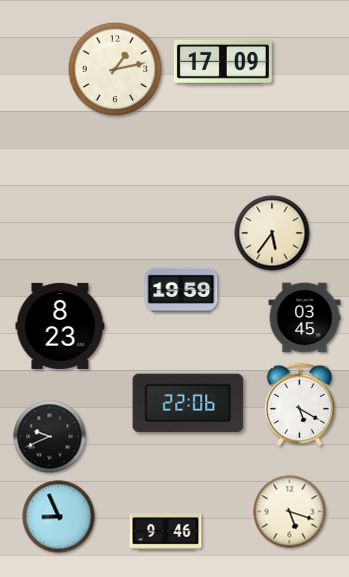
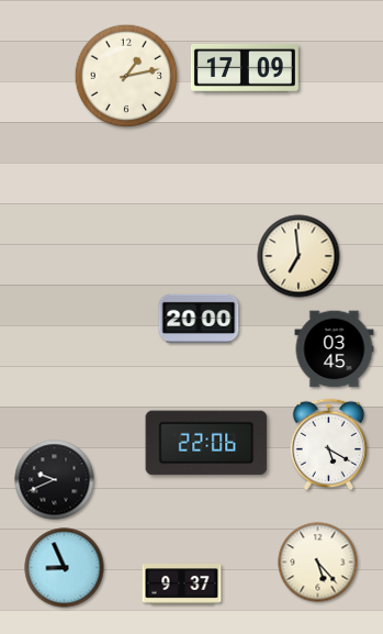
clock at (272, 233): 5:36 -> 6:59
clock at (181, 289): 19:59 -> 20:00
clock at (60, 326): 8:23 -> none
clock at (290, 512): 5:18 -> 5:23
clock at (166, 532): 9:46 -> 9:37
